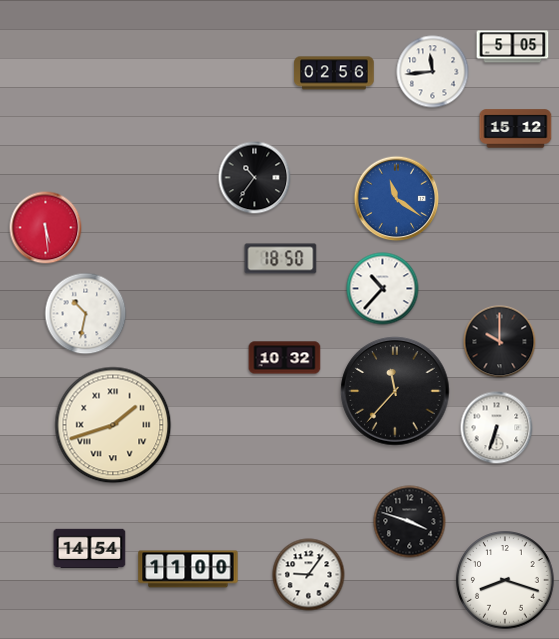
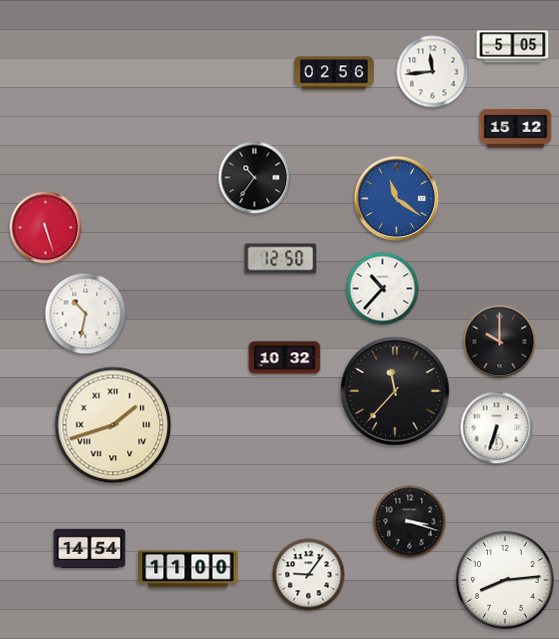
clock at (46, 228): 5:29 -> 5:27
clock at (281, 259): 18:50 -> 12:50
clock at (410, 522): 3:48 -> 3:18
clock at (505, 580): 8:18 -> 8:14
